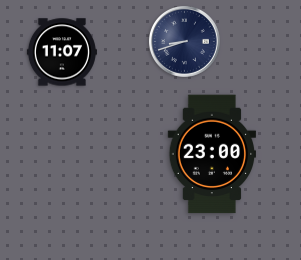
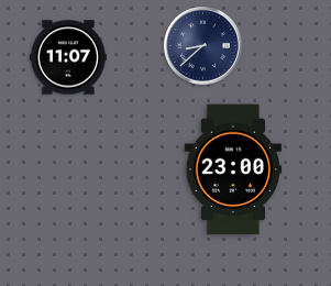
clock at (184, 41): 8:42 -> 8:38
